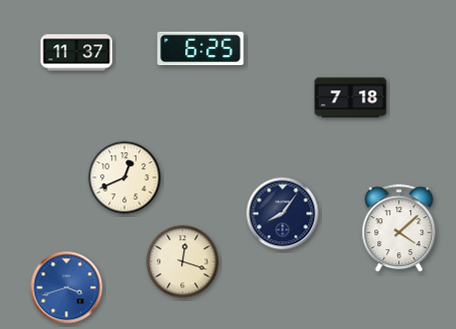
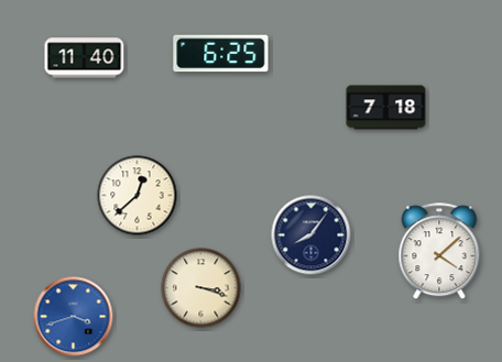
clock at (77, 53): 11:37 -> 11:40
clock at (125, 178): 12:41 -> 12:38
clock at (183, 262): 12:18 -> 3:18
